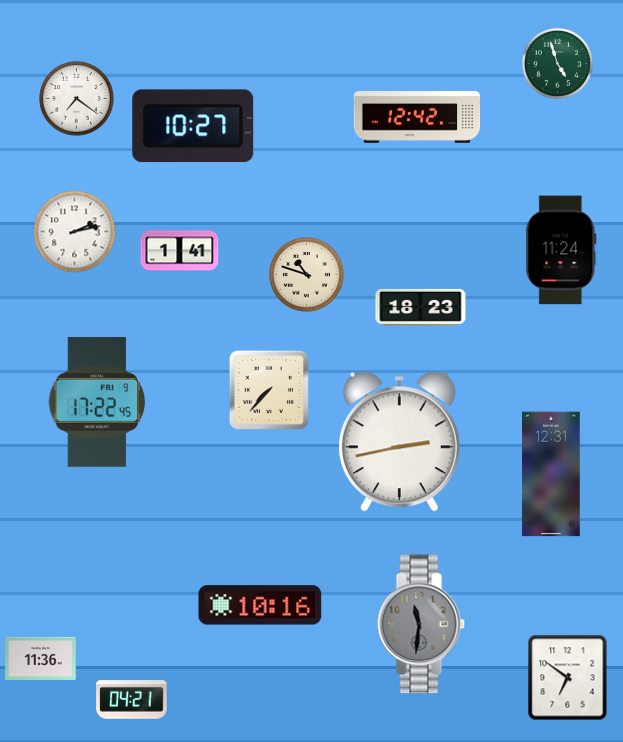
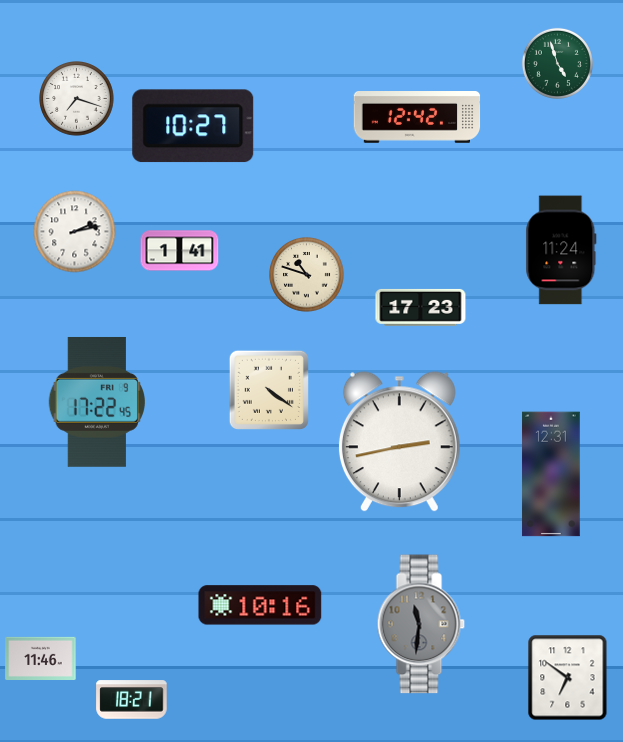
clock at (77, 99): 7:21 -> 7:18
clock at (421, 307): 18:23 -> 17:23
clock at (268, 389): 7:37 -> 4:21
clock at (41, 658): 11:36 -> 11:46
clock at (132, 700): 04:21 -> 18:21
